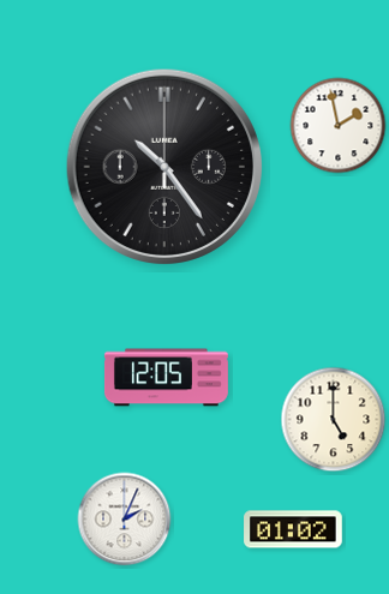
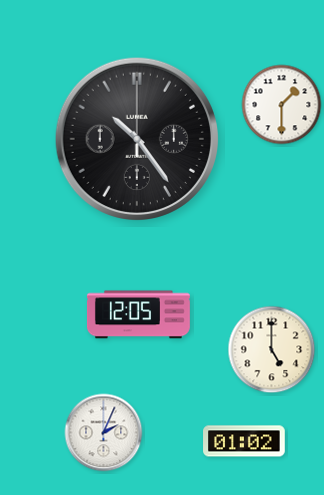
clock at (339, 126): 1:58 -> 1:30
clock at (334, 420) position: (334, 420) -> (272, 350)
